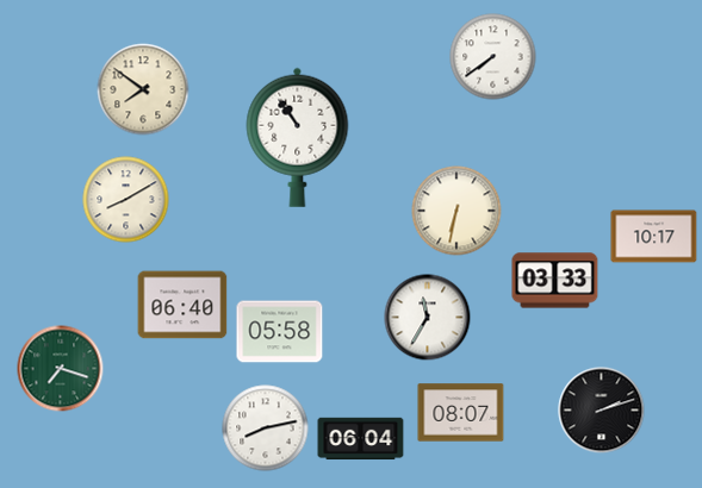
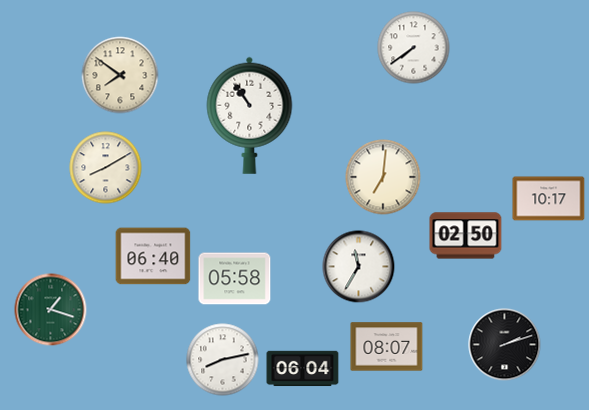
clock at (456, 211): 6:32 -> 7:01
clock at (555, 281): 03:33 -> 02:50
clock at (61, 369): 7:18 -> 1:18
